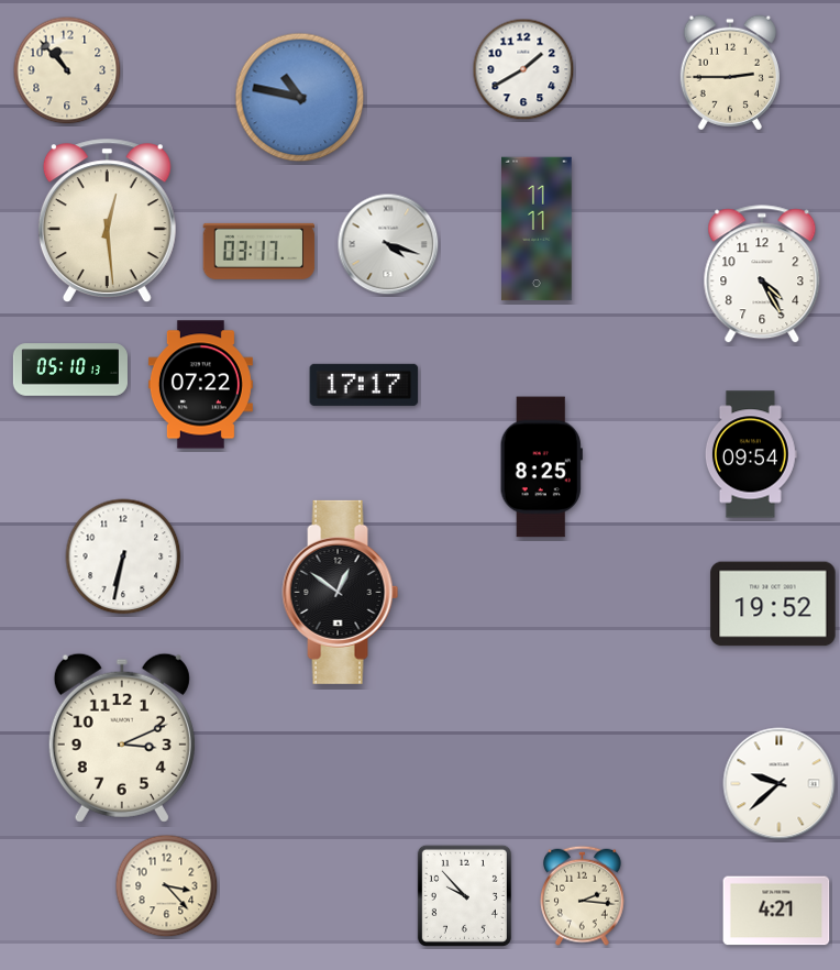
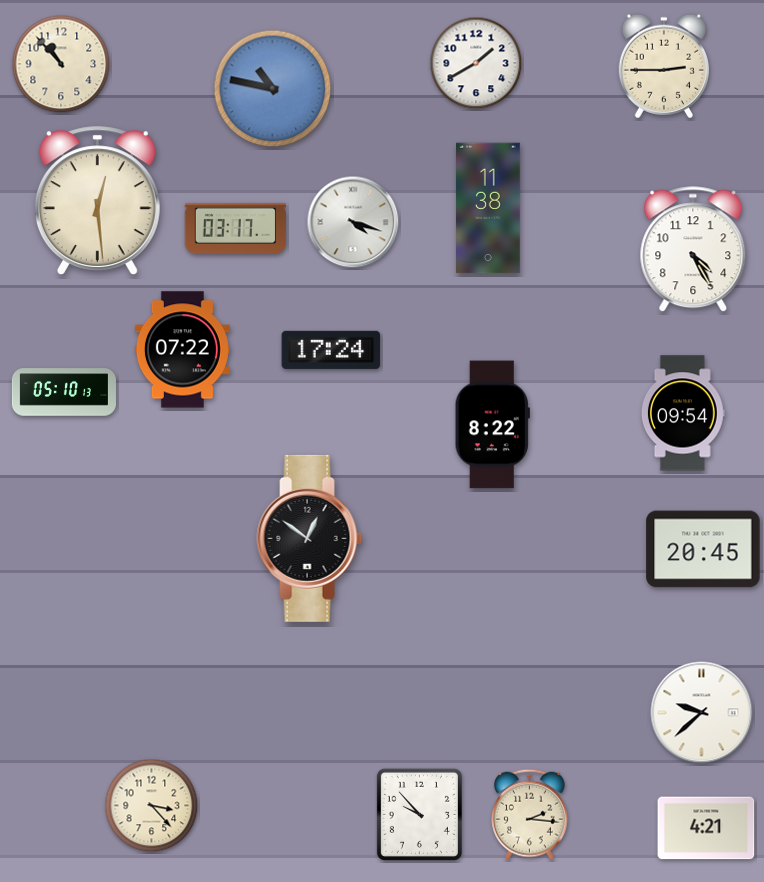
clock at (537, 229): 11:11 -> 11:38
clock at (70, 370) position: (70, 370) -> (64, 392)
clock at (364, 385): 17:17 -> 17:24
clock at (541, 467): 8:25 -> 8:22
clock at (123, 556): 6:32 -> none
clock at (773, 604): 19:52 -> 20:45
clock at (122, 738): 3:11 -> none
clock at (780, 784) position: (780, 784) -> (702, 713)
clock at (464, 895) position: (464, 895) -> (419, 814)
